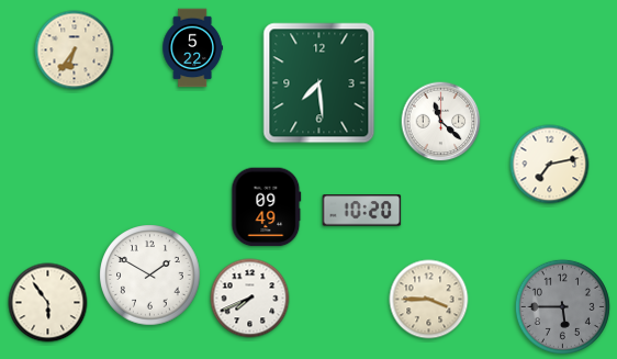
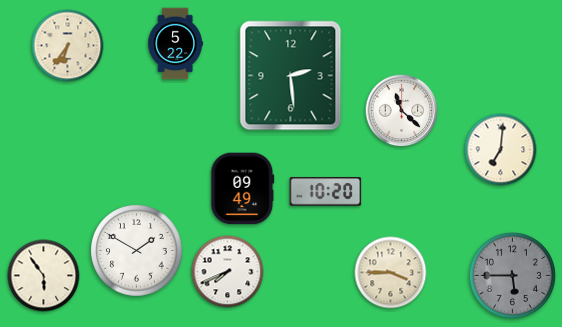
clock at (319, 83): 7:29 -> 2:29
clock at (550, 165): 7:13 -> 7:01
clock at (362, 211) position: (362, 211) -> (326, 192)
clock at (562, 306) position: (562, 306) -> (512, 275)
